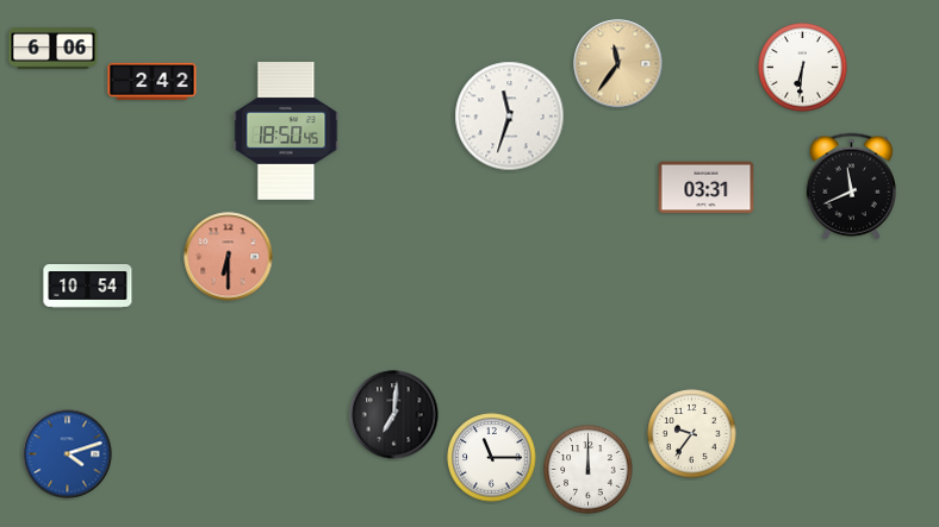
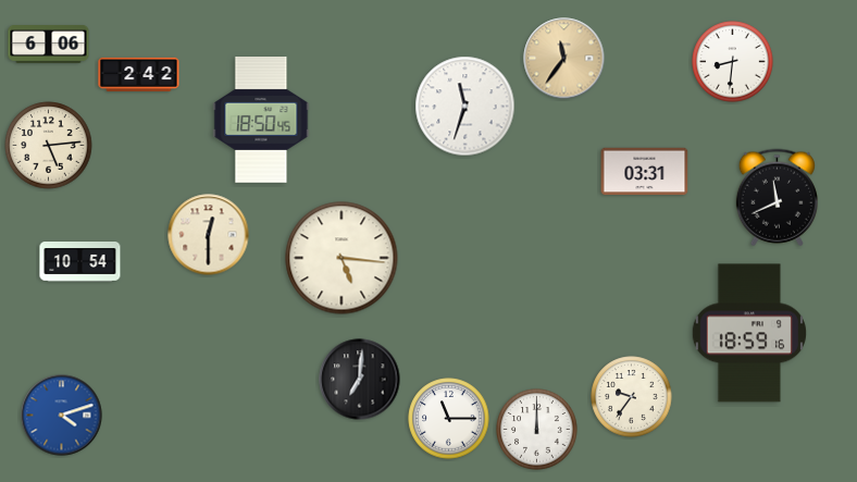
clock at (803, 68): 6:31 -> 8:31
clock at (49, 146): none -> 5:14
clock at (851, 187) position: (851, 187) -> (777, 198)
clock at (229, 257): 6:30 -> 12:30
clock at (229, 257) dial: salmon -> cream
clock at (341, 258): none -> 5:16
clock at (749, 333): none -> 18:59
